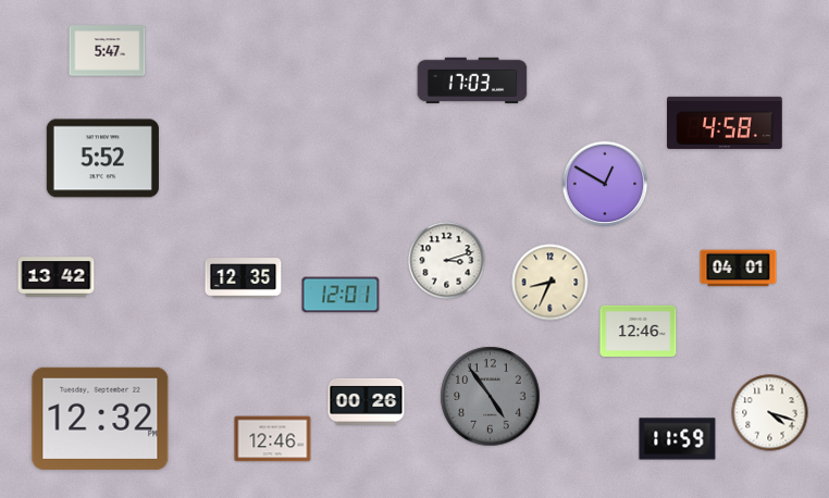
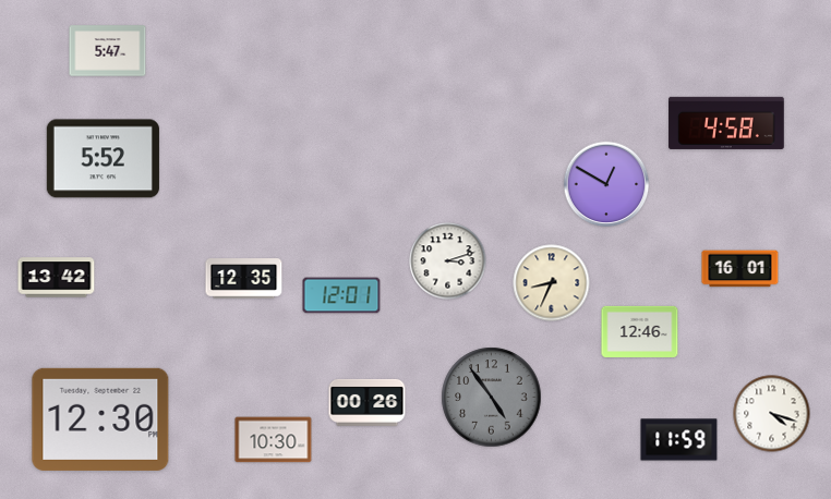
clock at (472, 80): 17:03 -> none
clock at (739, 269): 04:01 -> 16:01
clock at (100, 419): 12:32 -> 12:30
clock at (273, 439): 12:46 -> 10:30
